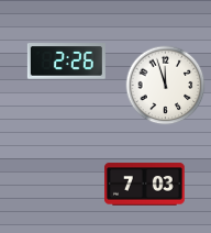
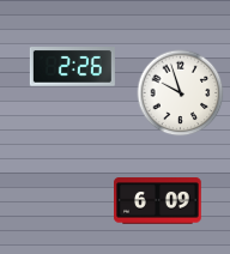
clock at (166, 86): 11:57 -> 9:57
clock at (145, 185): 7:03 -> 6:09
